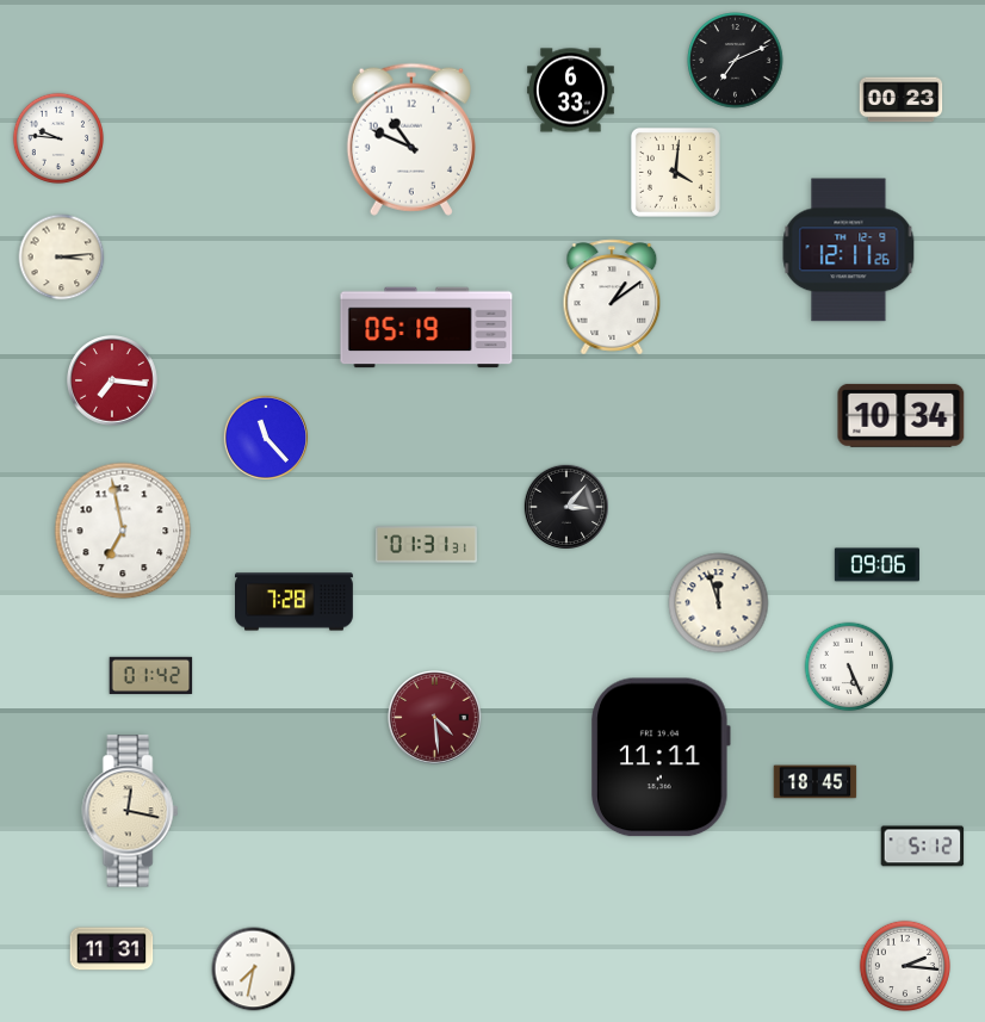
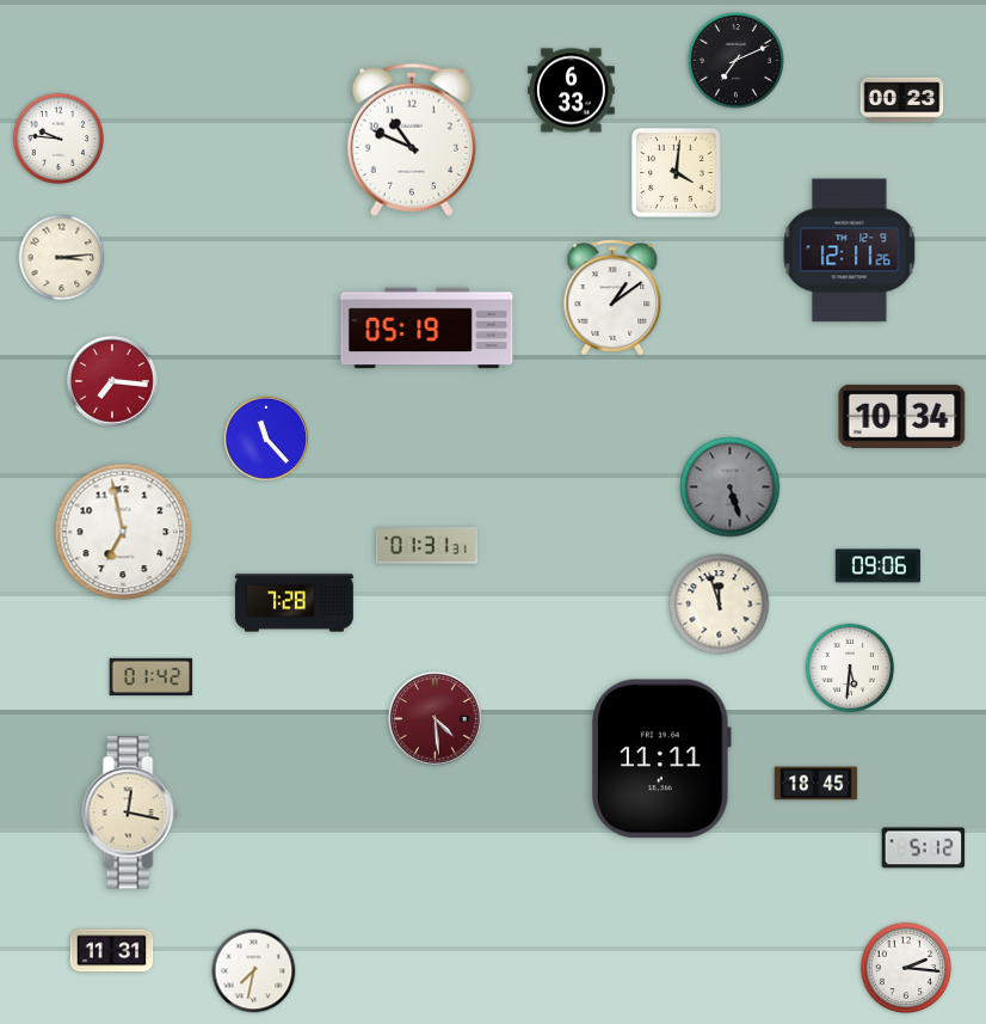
clock at (731, 488): none -> 5:27
clock at (565, 506): 3:07 -> none
clock at (849, 667): 5:26 -> 5:31
